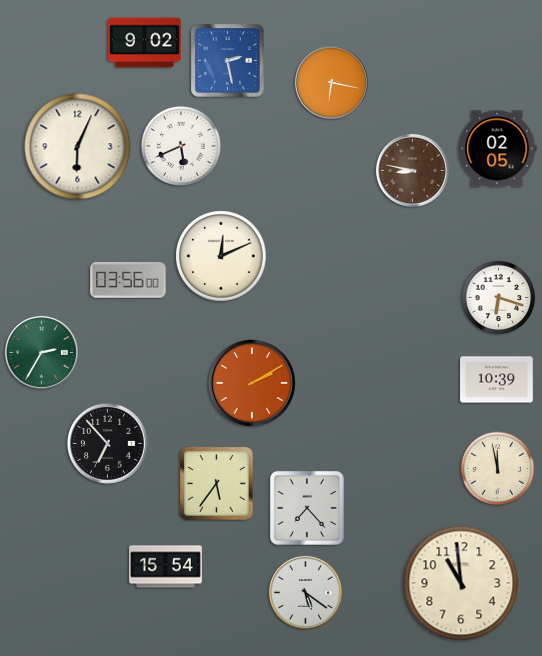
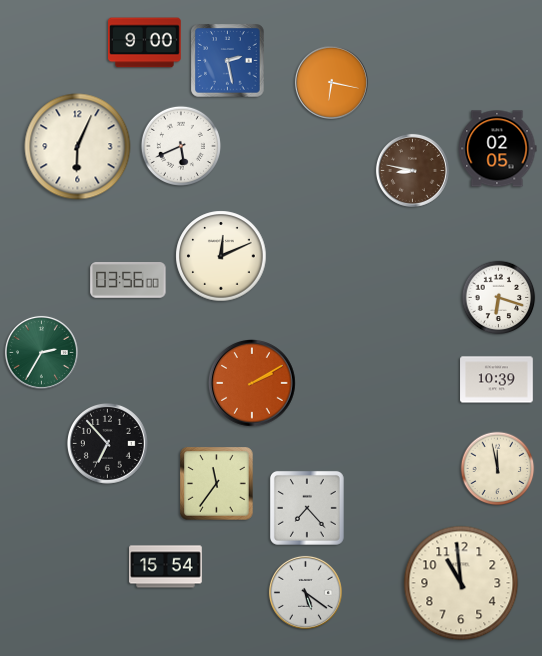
clock at (145, 43): 9:02 -> 9:00
clock at (217, 484): 5:36 -> 11:36
